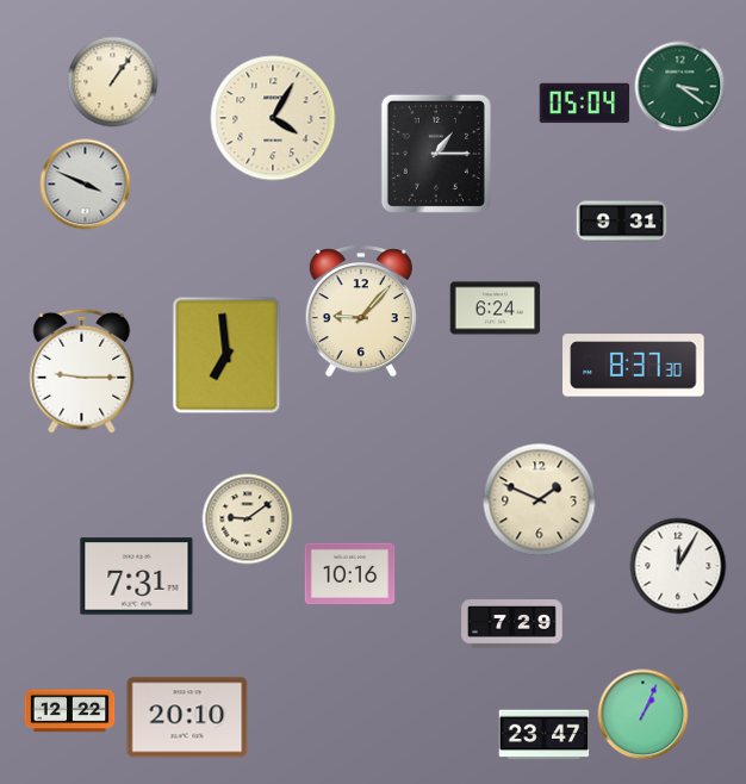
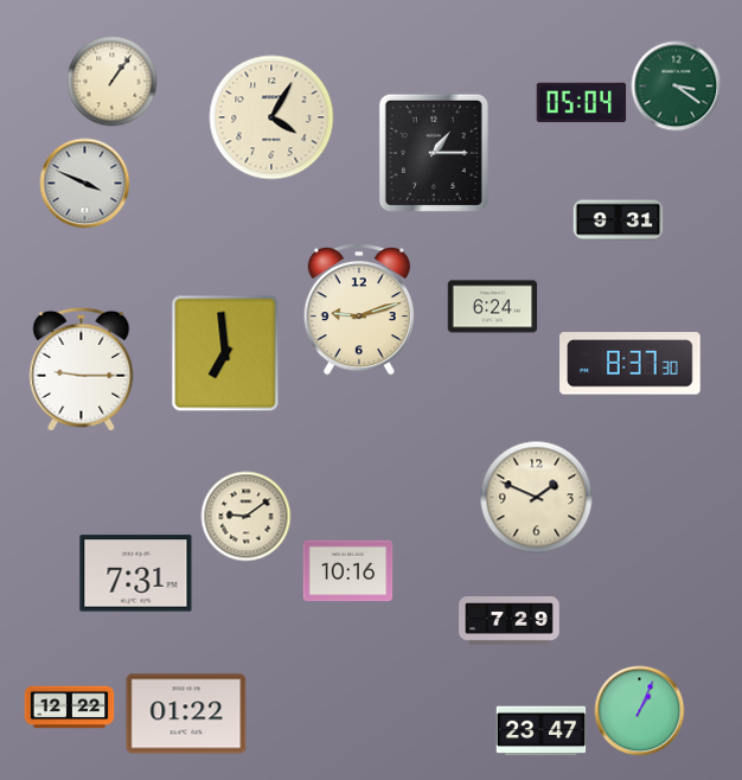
clock at (361, 312): 9:07 -> 9:12
clock at (678, 566): 12:05 -> none
clock at (187, 717): 20:10 -> 01:22
